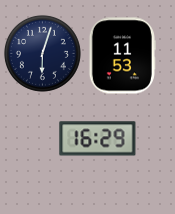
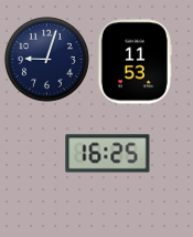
clock at (42, 53): 6:03 -> 9:03
clock at (98, 139): 16:29 -> 16:25
